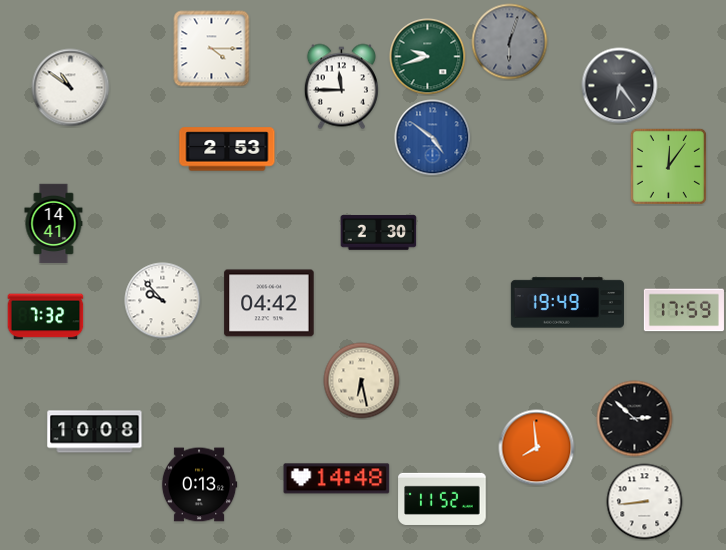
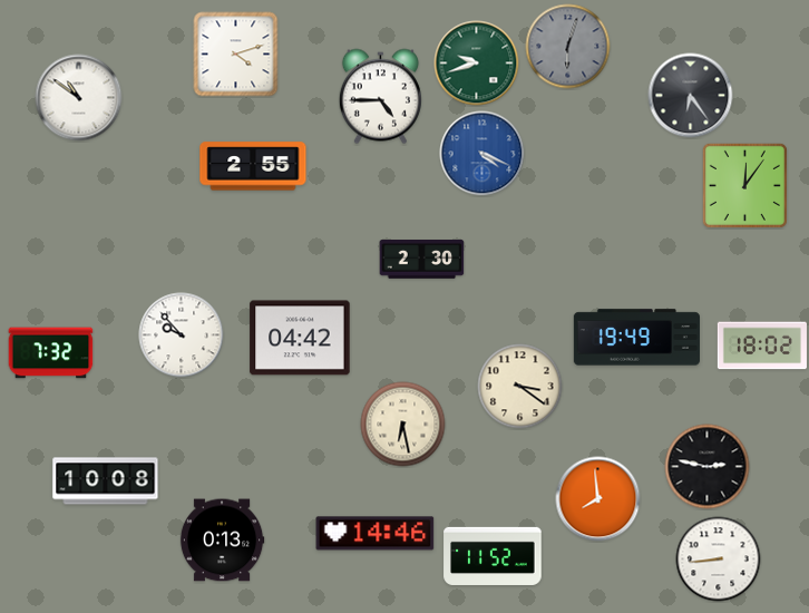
clock at (212, 49): 4:15 -> 4:12
clock at (341, 87): 11:45 -> 4:45
clock at (433, 138): 4:51 -> 4:19
clock at (227, 149): 2:53 -> 2:55
clock at (54, 224): 14:41 -> none
clock at (567, 303) position: (567, 303) -> (636, 338)
clock at (684, 310): 17:59 -> 18:02
clock at (520, 387): none -> 3:21
clock at (635, 419): 2:52 -> 2:47
clock at (337, 479): 14:48 -> 14:46
